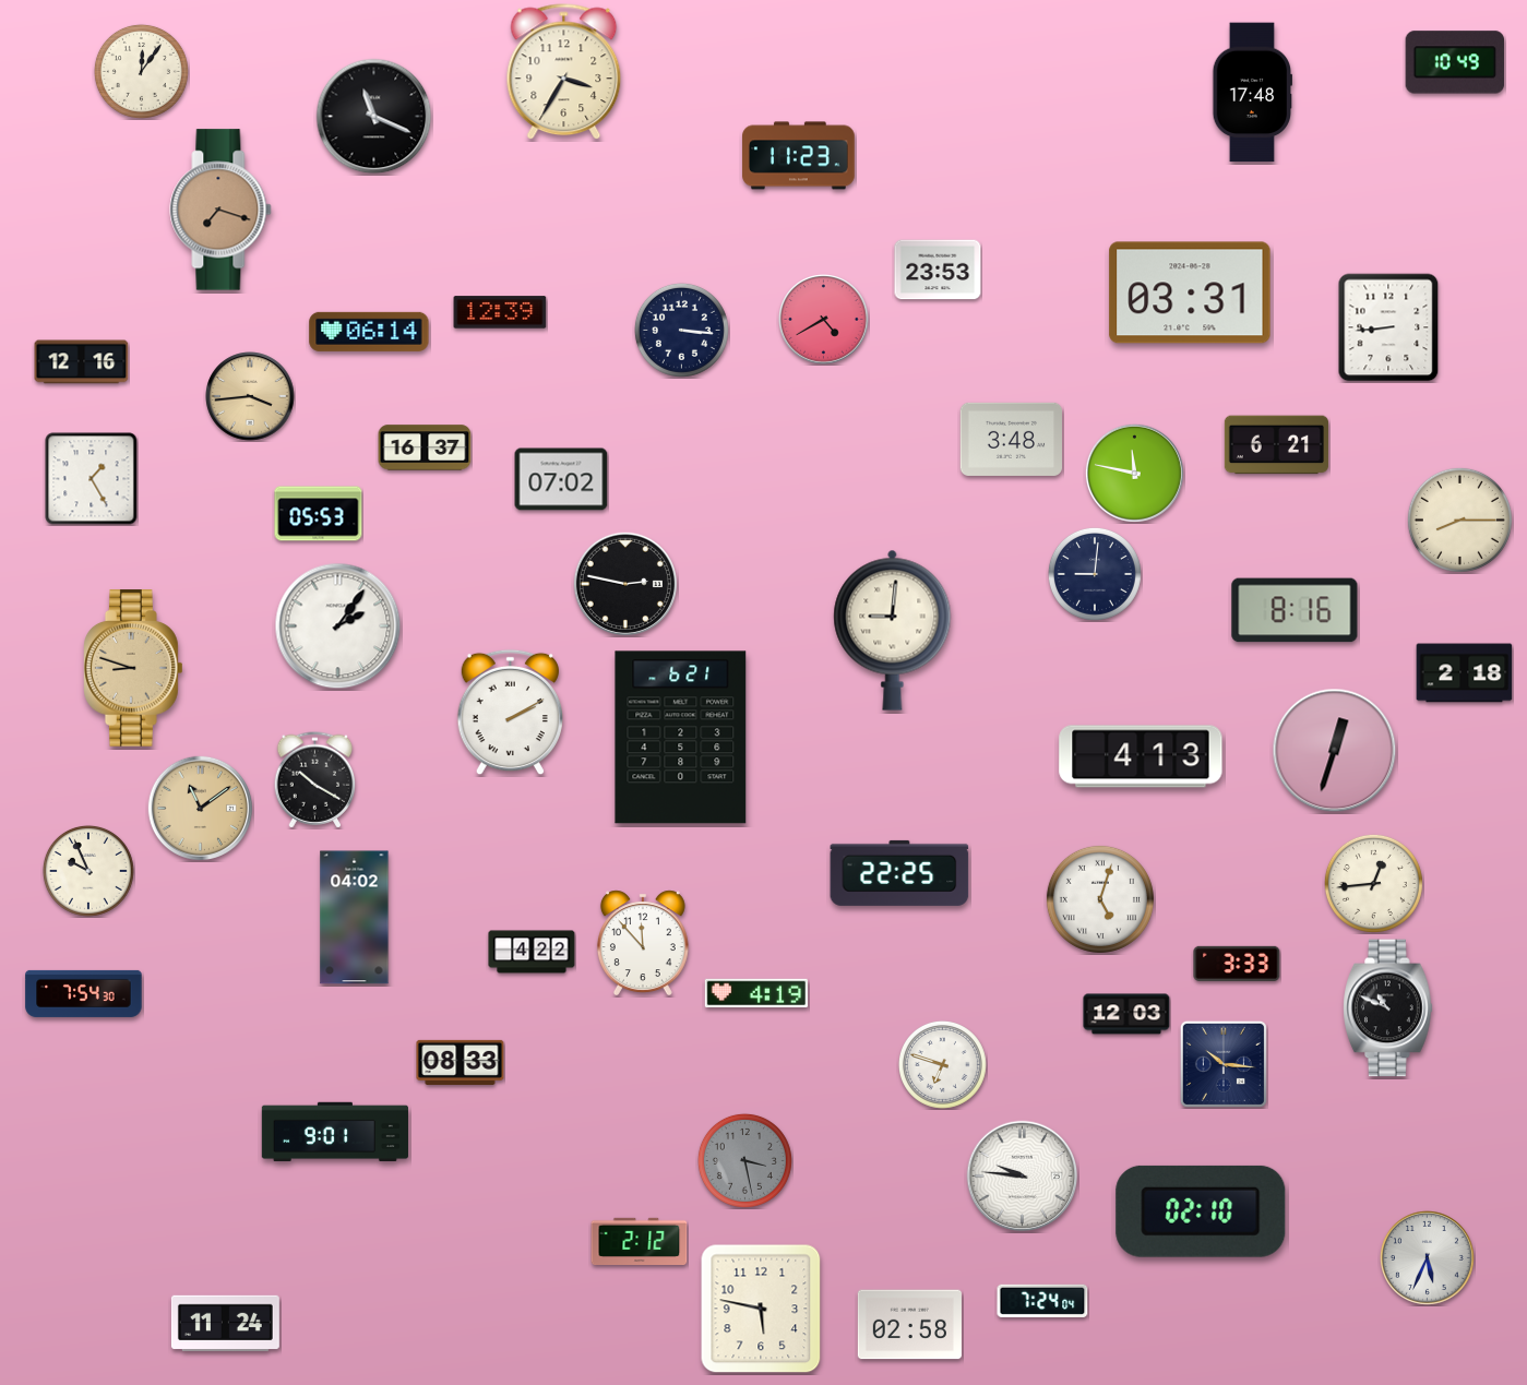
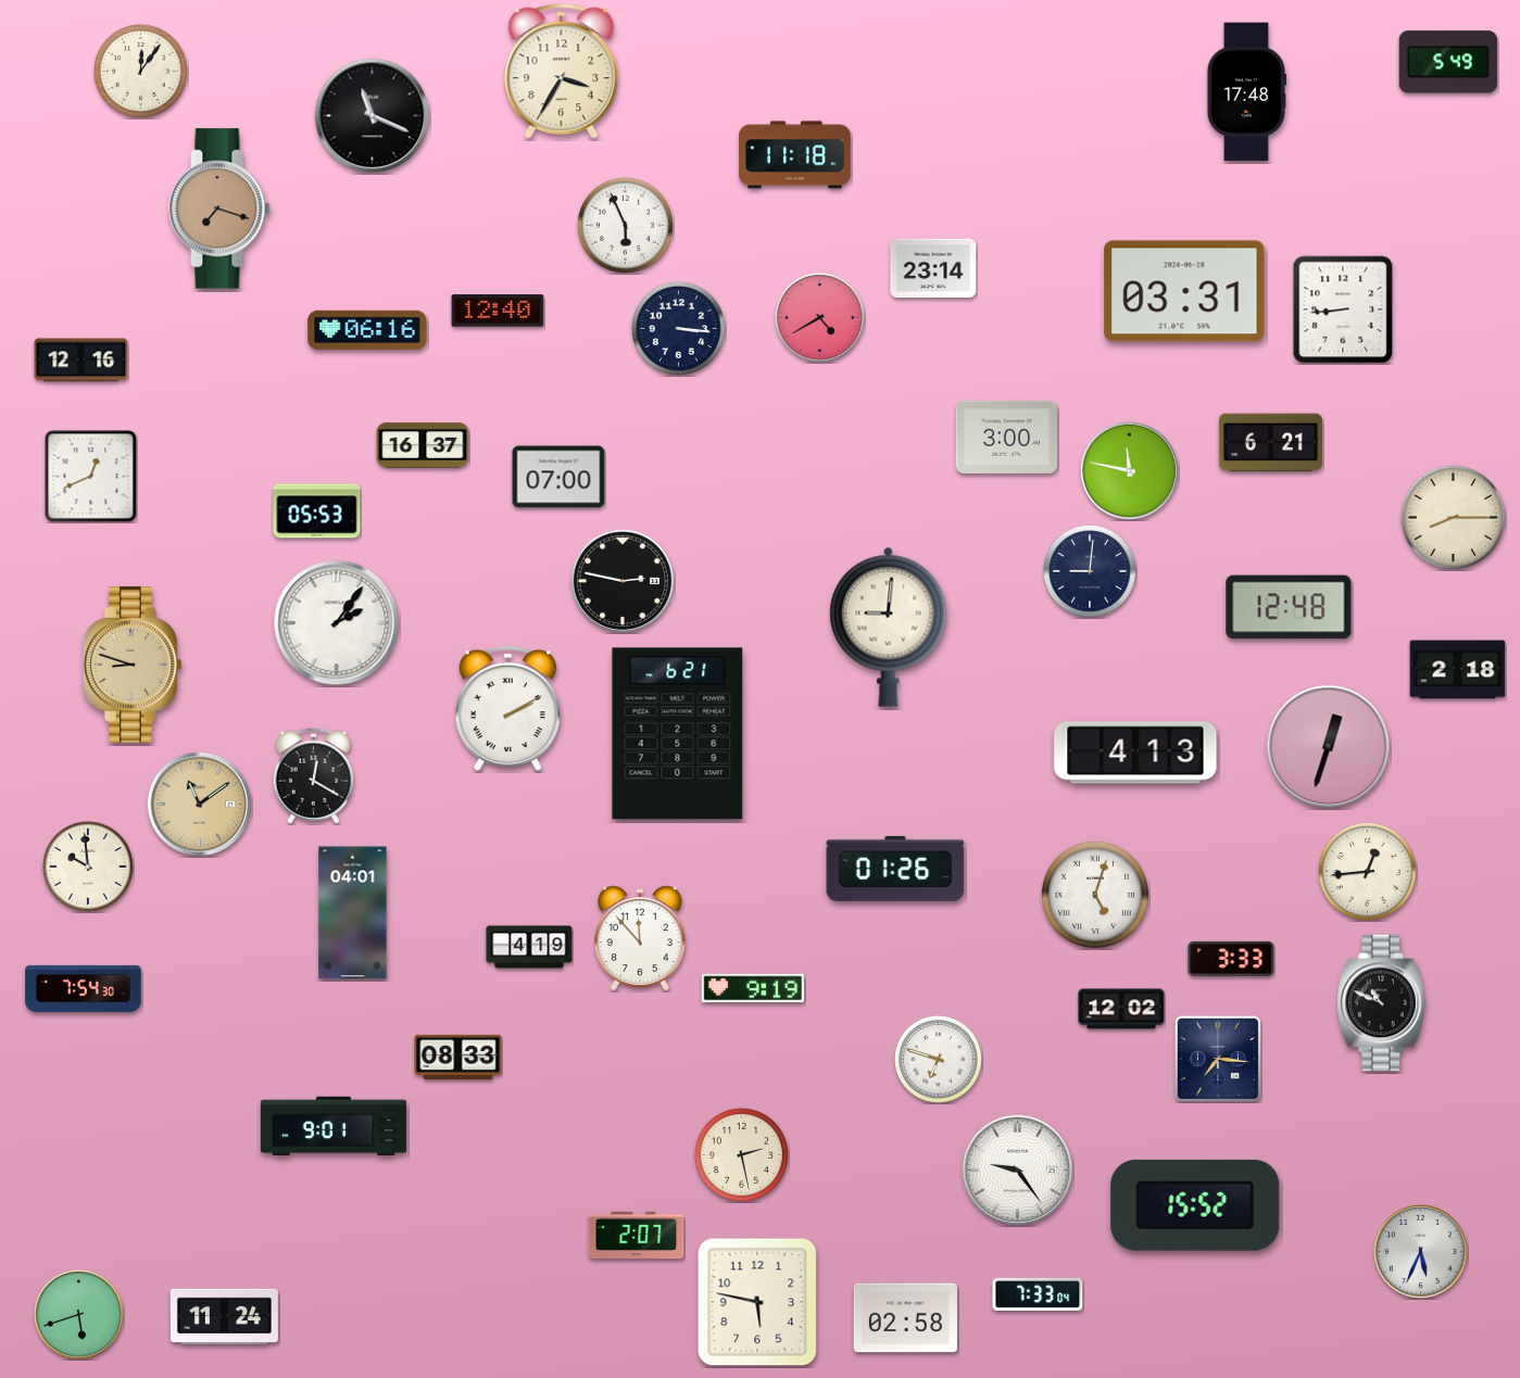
clock at (1455, 62): 10:49 -> 5:49
clock at (799, 156): 11:23 -> 11:18
clock at (625, 225): none -> 5:56
clock at (938, 270): 23:53 -> 23:14
clock at (500, 312): 12:39 -> 12:40
clock at (1388, 327) position: (1388, 327) -> (1343, 309)
clock at (369, 332): 06:14 -> 06:16
clock at (250, 396): 3:44 -> none
clock at (1011, 439): 3:48 -> 3:00
clock at (92, 479): 1:25 -> 12:41
clock at (561, 479): 07:02 -> 07:00
clock at (1295, 610): 8:16 -> 12:48
clock at (315, 780): 10:20 -> 12:20
clock at (88, 871): 9:56 -> 9:59
clock at (899, 873): 22:25 -> 01:26
clock at (1373, 883) position: (1373, 883) -> (1367, 871)
clock at (355, 918): 04:02 -> 04:01
clock at (532, 952): 4:22 -> 4:19
clock at (756, 992): 4:19 -> 9:19
clock at (1126, 1014): 12:03 -> 12:02
clock at (1224, 1064): 10:16 -> 7:16
clock at (744, 1160): 3:28 -> 2:28
clock at (744, 1160) dial: grey -> cream
clock at (1023, 1177): 9:46 -> 9:24
clock at (1201, 1211): 02:10 -> 15:52
clock at (640, 1241): 2:12 -> 2:07
clock at (1042, 1301): 7:24 -> 7:33
clock at (79, 1315): none -> 5:42
